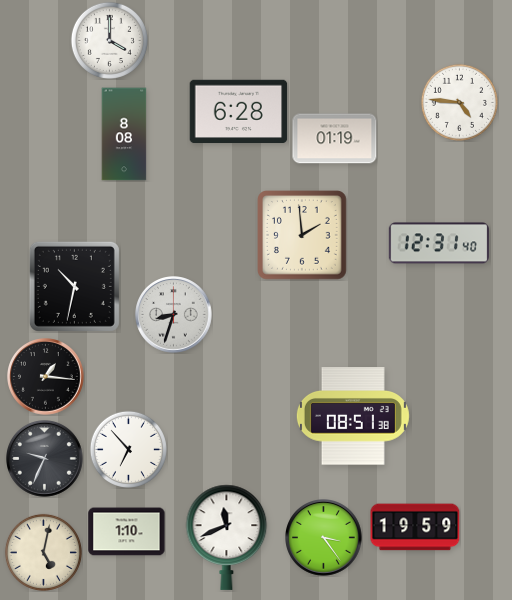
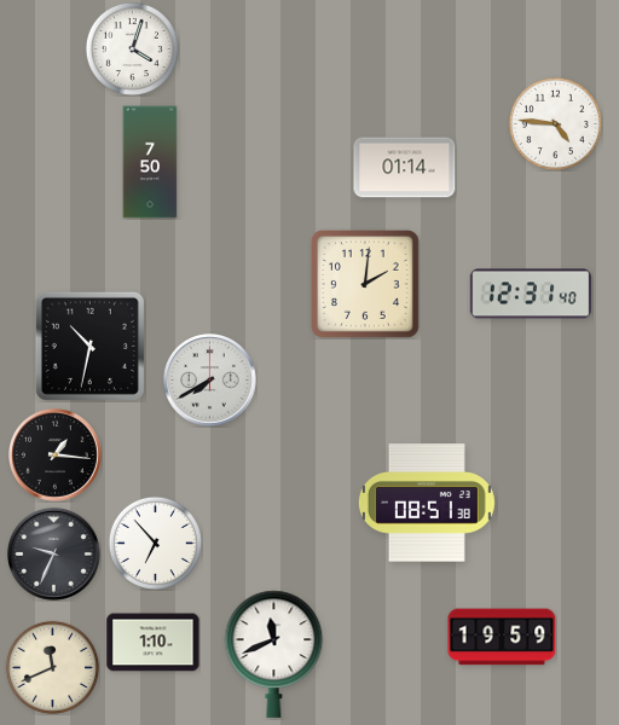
clock at (109, 40): 4:00 -> 4:03
clock at (239, 112): 6:28 -> none
clock at (124, 134): 8:08 -> 7:50
clock at (335, 139): 01:19 -> 01:14
clock at (303, 236): 1:59 -> 2:01
clock at (174, 315): 8:33 -> 7:40
clock at (227, 537) position: (227, 537) -> (274, 654)
clock at (324, 538): 3:24 -> none
clock at (43, 552): 5:02 -> 11:41
